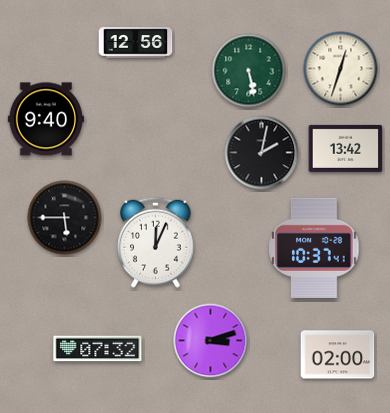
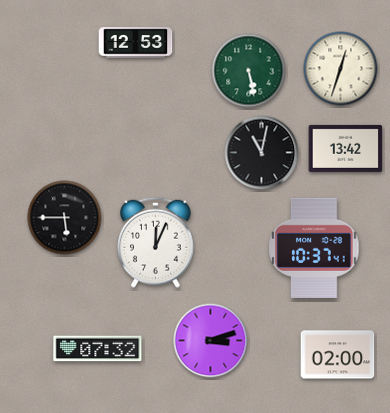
clock at (136, 43): 12:56 -> 12:53
clock at (46, 119): 9:40 -> none
clock at (262, 153): 2:02 -> 11:02
